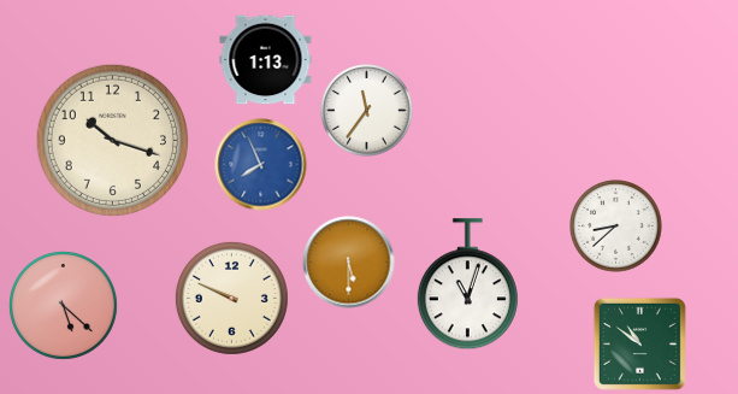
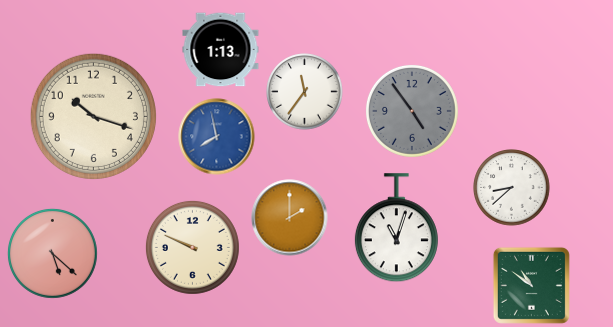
clock at (412, 111): none -> 4:54
clock at (261, 165): 7:56 -> 7:58
clock at (349, 263): 5:30 -> 2:00
clock at (467, 284) position: (467, 284) -> (396, 228)
